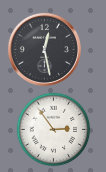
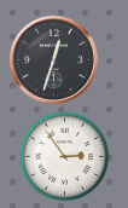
clock at (44, 49): 12:28 -> 12:33
